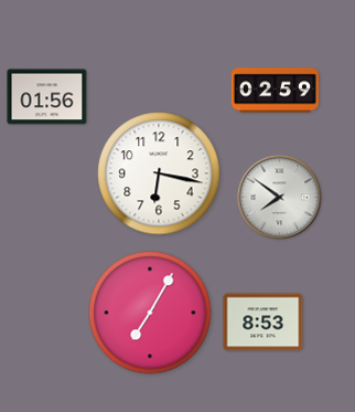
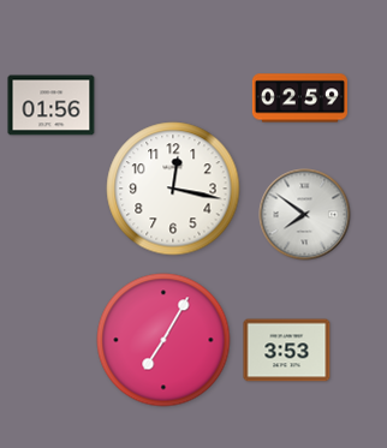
clock at (159, 173): 6:17 -> 12:17
clock at (263, 323): 8:53 -> 3:53
